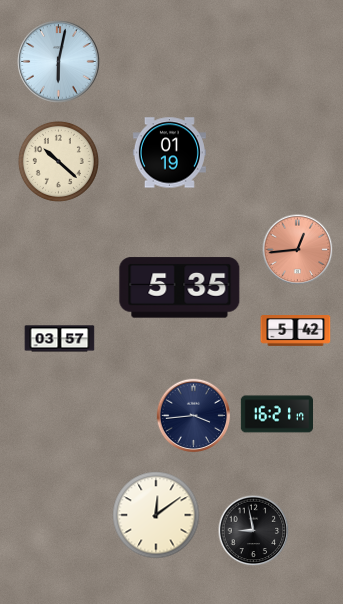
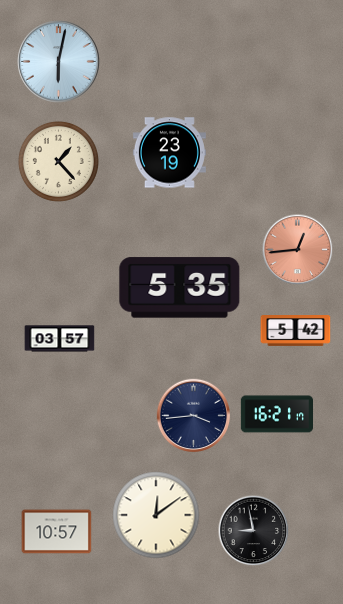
clock at (169, 153): 01:19 -> 23:19
clock at (58, 161): 10:22 -> 1:23
clock at (57, 532): none -> 10:57
